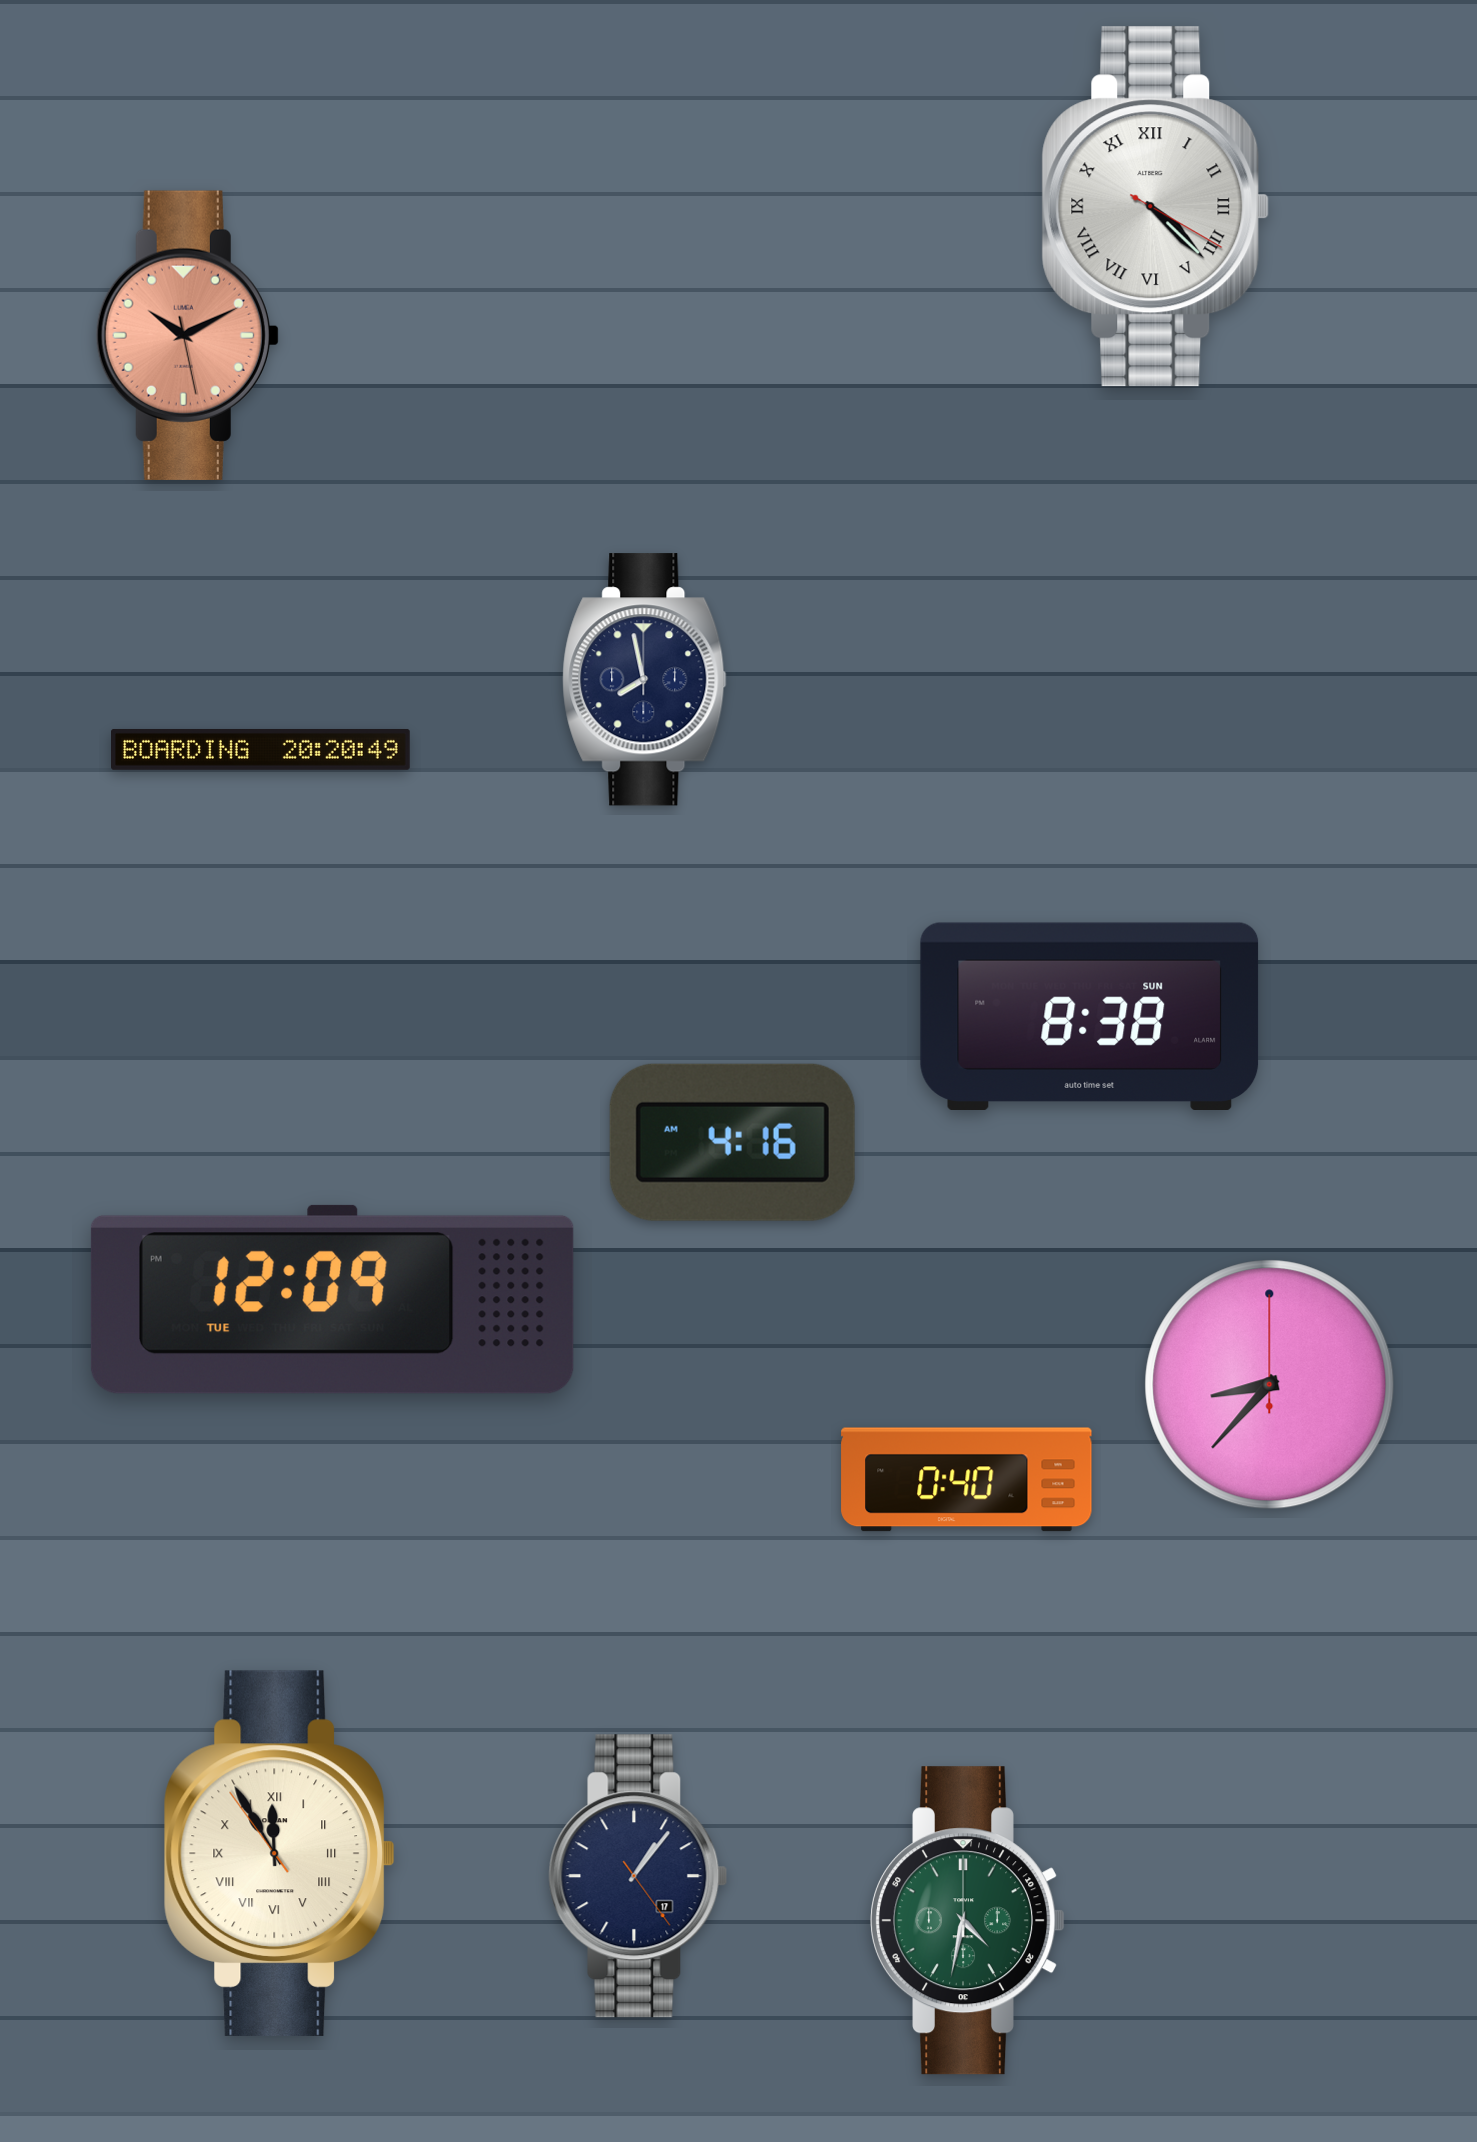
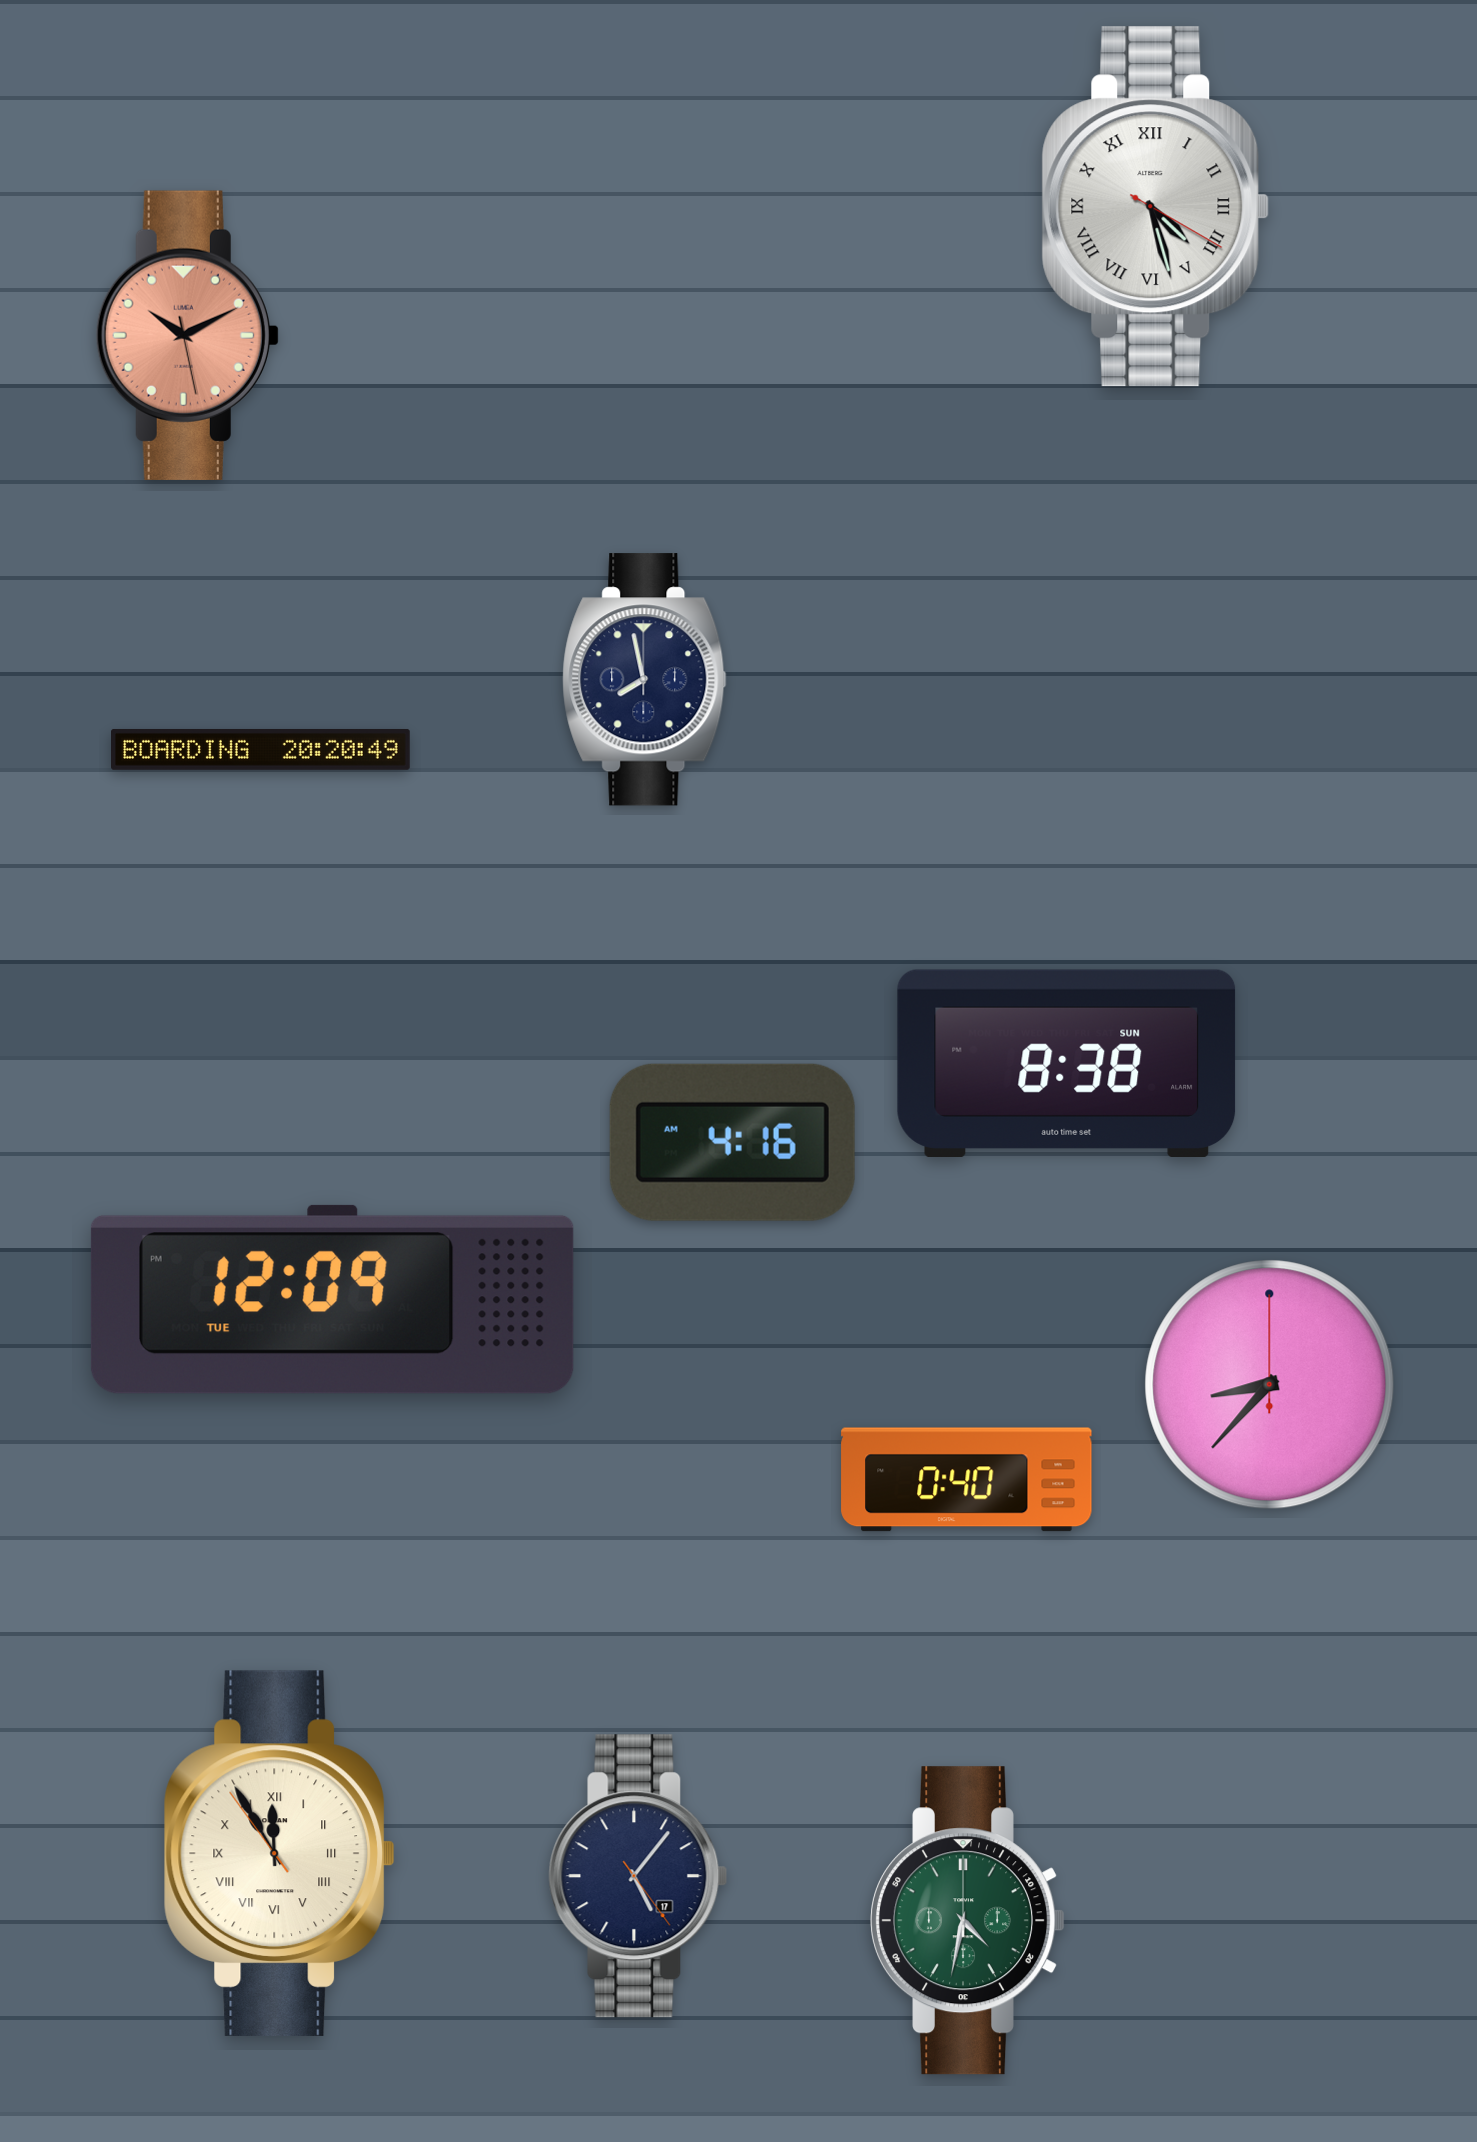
clock at (1156, 207): 4:22 -> 4:27
clock at (1090, 1016) position: (1090, 1016) -> (1067, 1063)
clock at (638, 1876): 1:06 -> 5:06
